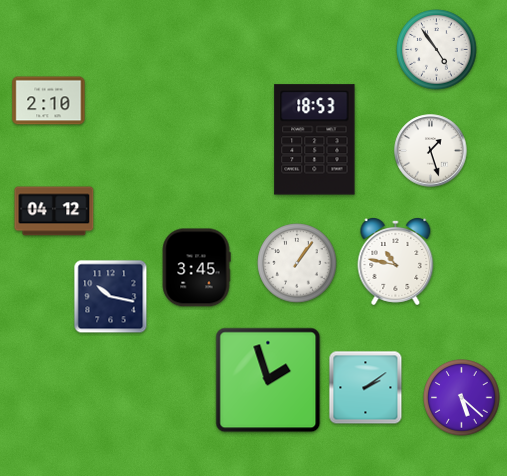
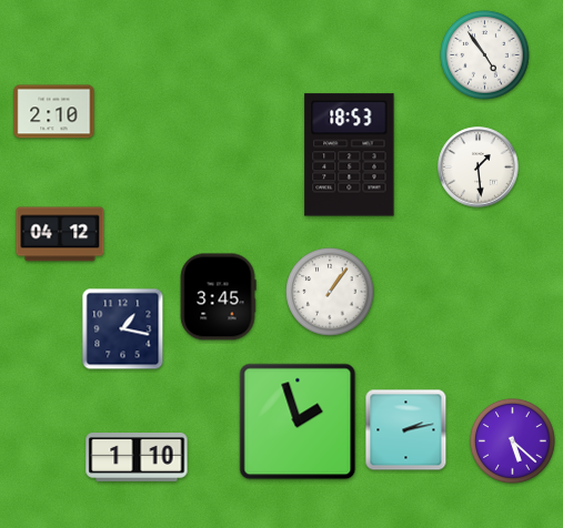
clock at (431, 151): 1:27 -> 1:29
clock at (396, 262): 10:47 -> none
clock at (111, 297): 10:17 -> 1:17
clock at (366, 388): 2:09 -> 2:13
clock at (137, 458): none -> 1:10
